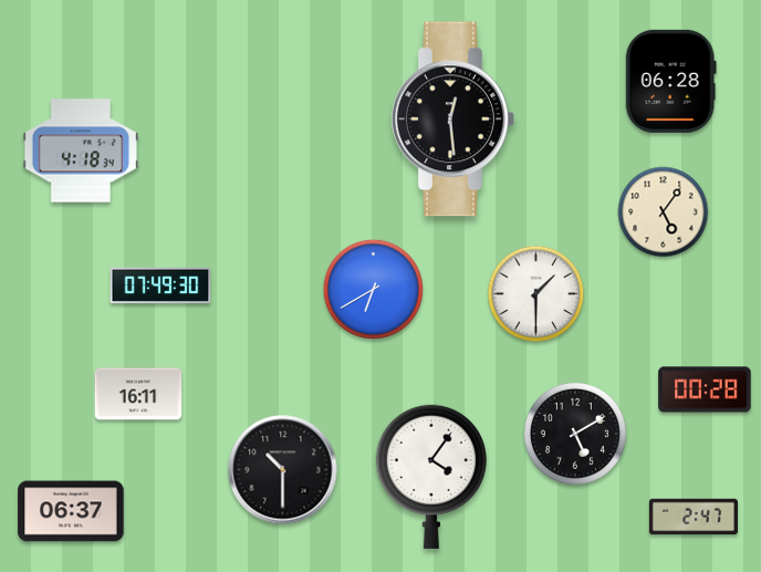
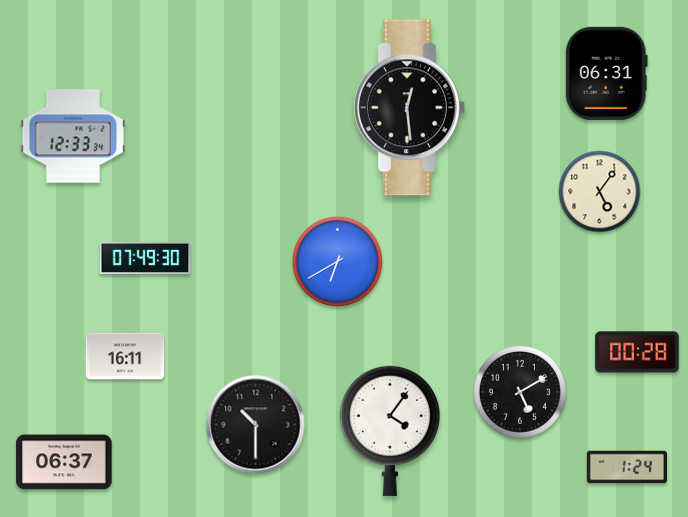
clock at (670, 81): 06:28 -> 06:31
clock at (80, 150): 4:18 -> 12:33
clock at (536, 294): 1:30 -> none
clock at (694, 517): 2:47 -> 1:24
